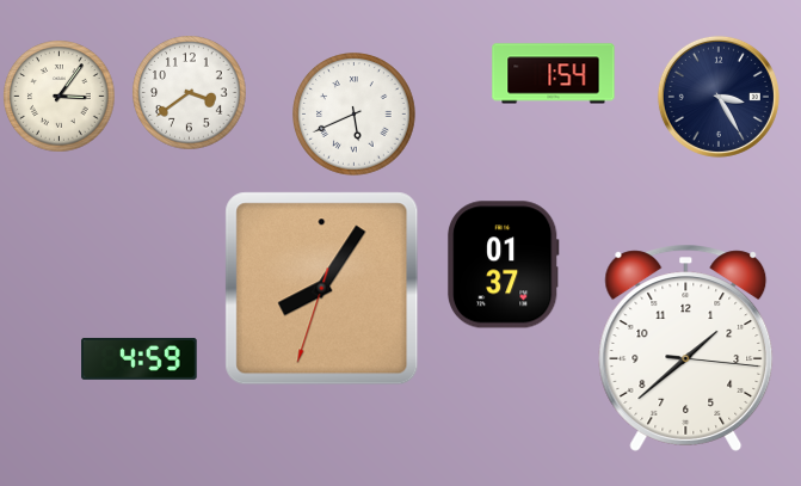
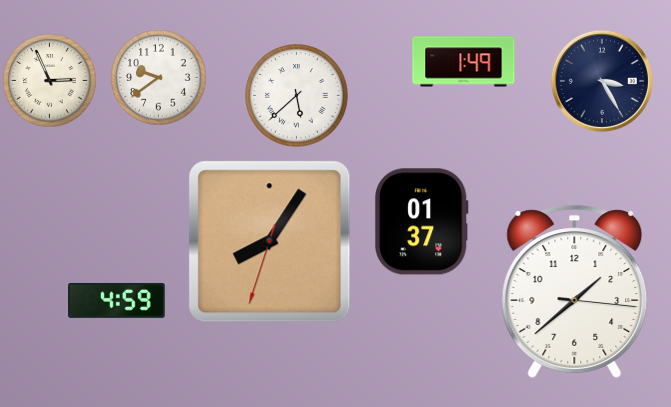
clock at (554, 74): 1:54 -> 1:49
clock at (190, 93): 3:39 -> 9:39
clock at (60, 97): 3:06 -> 2:56
clock at (355, 115): 5:41 -> 5:38
